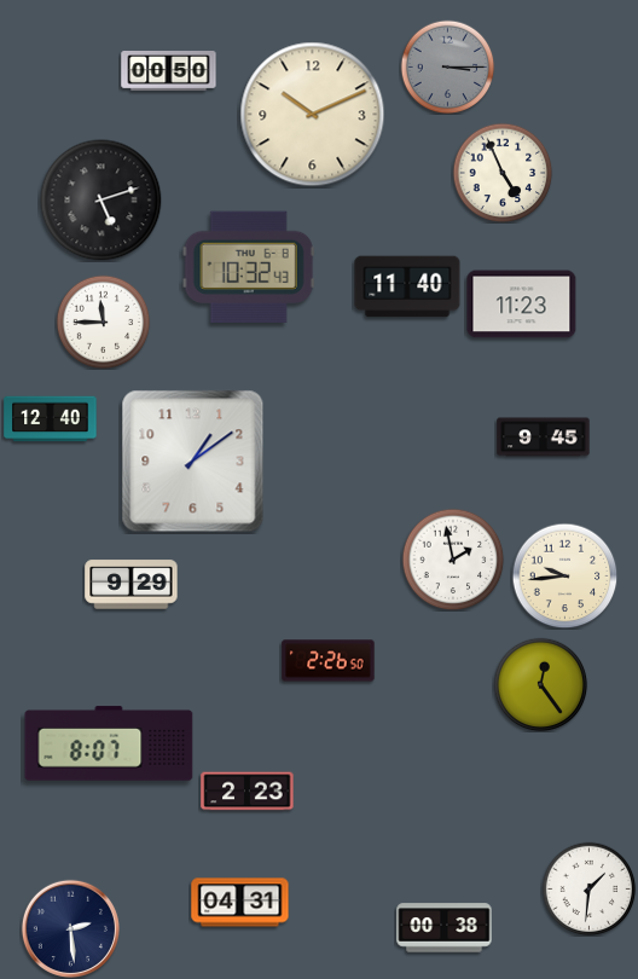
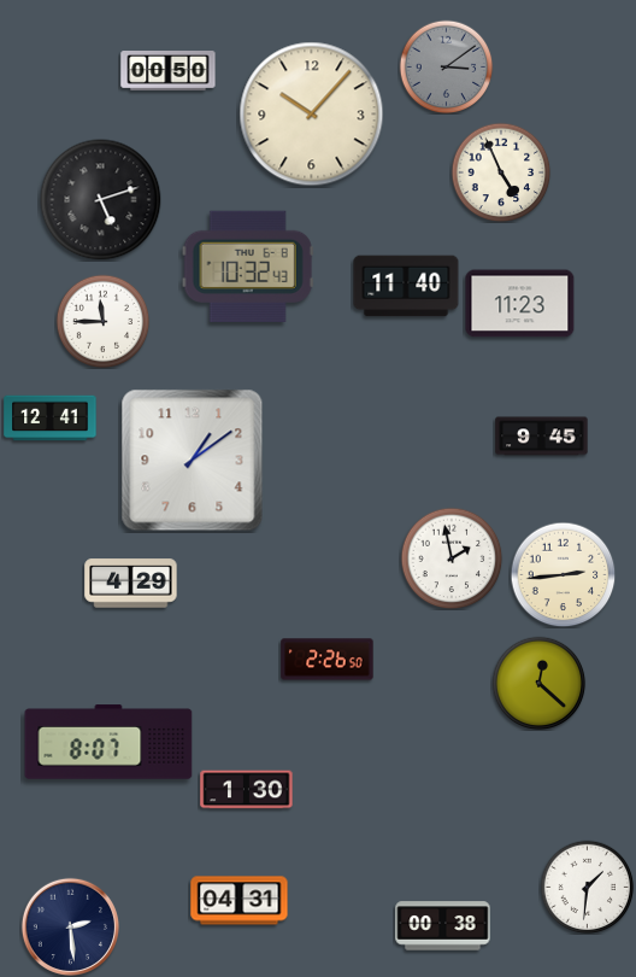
clock at (447, 66): 3:15 -> 3:09
clock at (313, 115): 10:11 -> 10:07
clock at (51, 419): 12:40 -> 12:41
clock at (564, 575): 9:44 -> 2:44
clock at (132, 585): 9:29 -> 4:29
clock at (540, 684): 12:24 -> 12:22
clock at (248, 792): 2:23 -> 1:30
